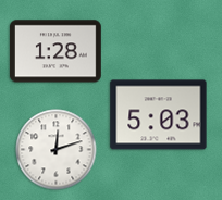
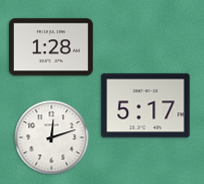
clock at (159, 115): 5:03 -> 5:17
